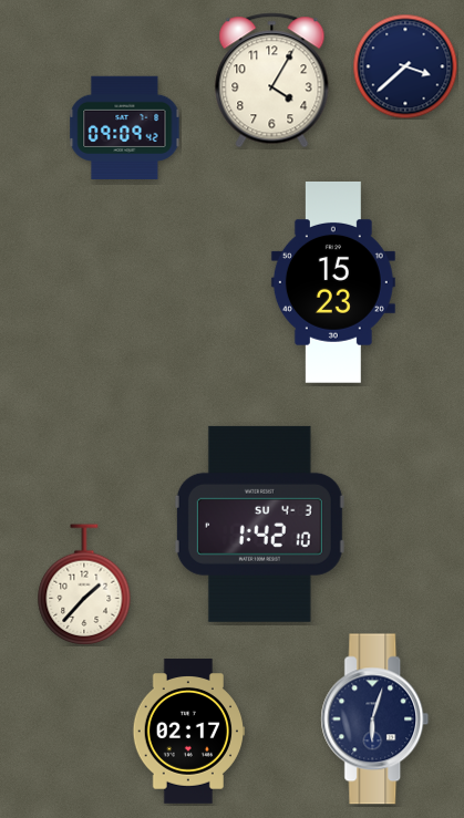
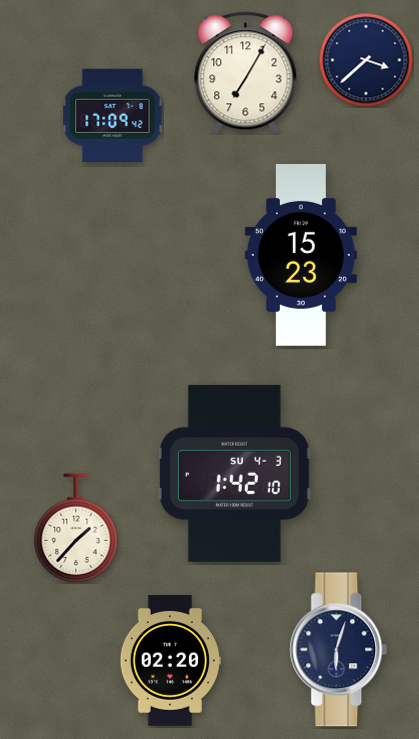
clock at (272, 81): 4:05 -> 7:05
clock at (125, 128): 09:09 -> 17:09
clock at (188, 732): 02:17 -> 02:20
